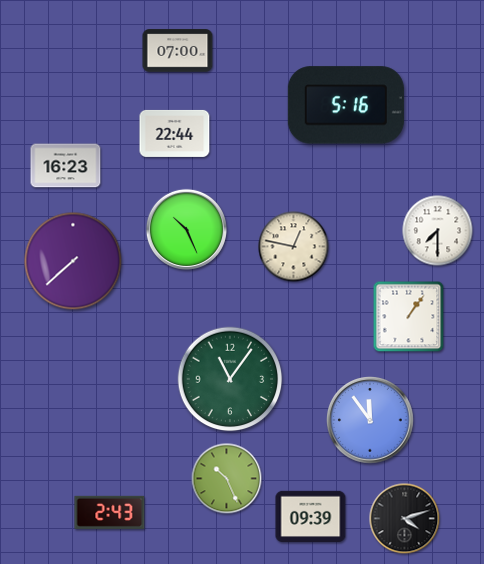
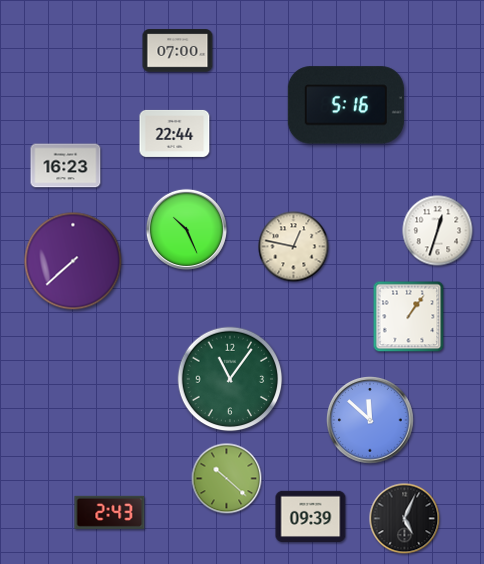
clock at (438, 231): 7:30 -> 12:33
clock at (370, 420): 11:54 -> 11:52
clock at (227, 479): 10:26 -> 10:22
clock at (405, 519): 4:12 -> 5:04
